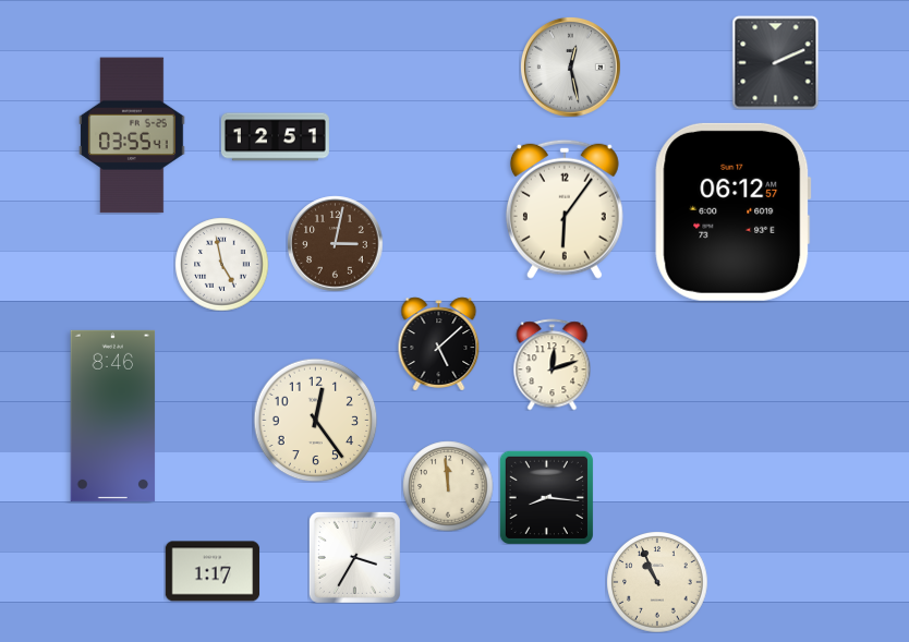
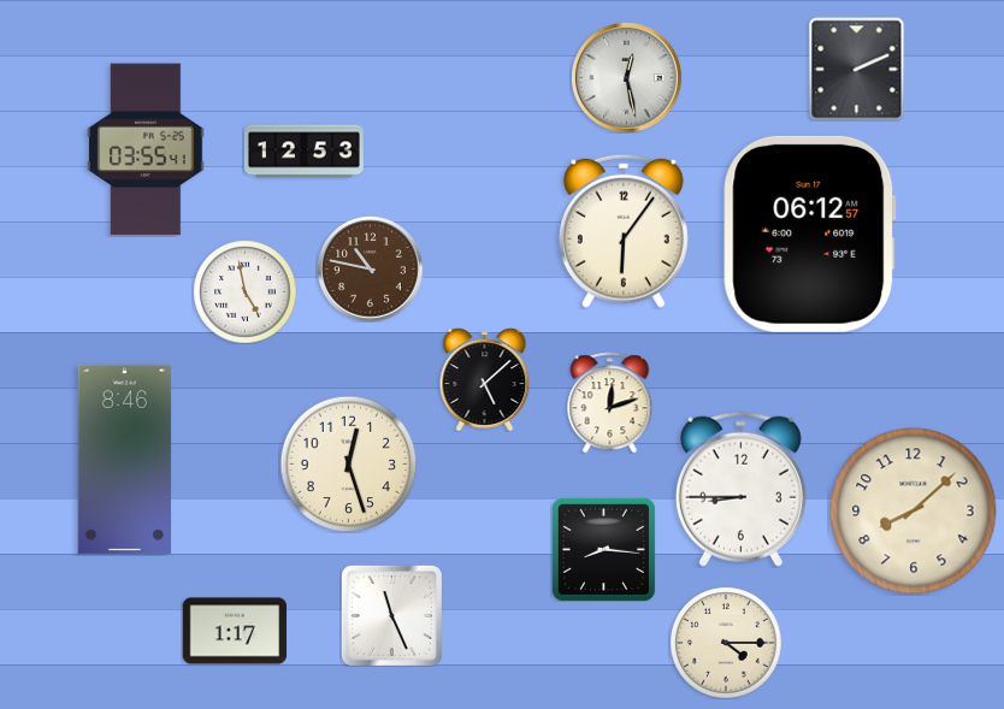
clock at (570, 66) position: (570, 66) -> (626, 77)
clock at (275, 137): 12:51 -> 12:53
clock at (335, 243): 3:02 -> 10:47
clock at (315, 420): 12:24 -> 12:27
clock at (740, 489): none -> 8:45
clock at (914, 512): none -> 8:08
clock at (448, 486): 11:59 -> none
clock at (354, 557): 3:35 -> 11:26
clock at (657, 582): 10:56 -> 4:15
